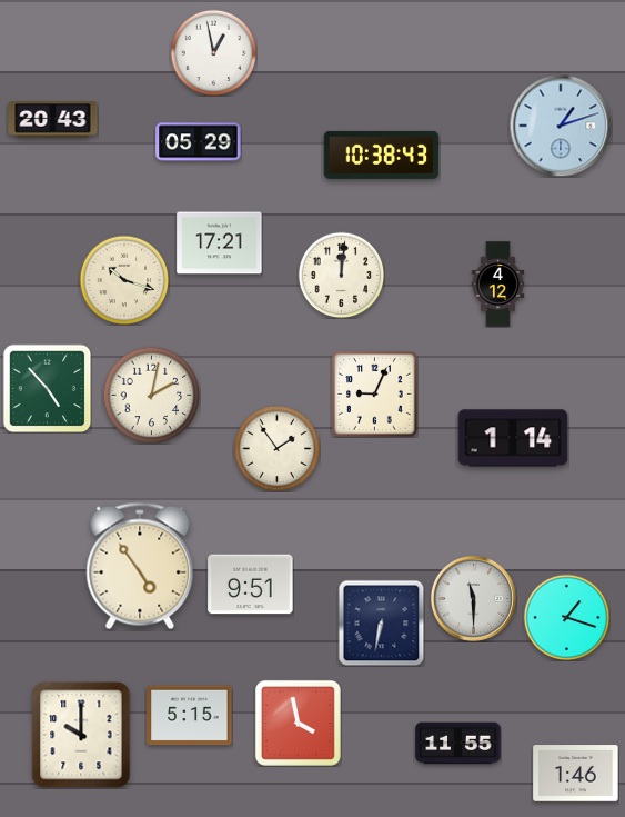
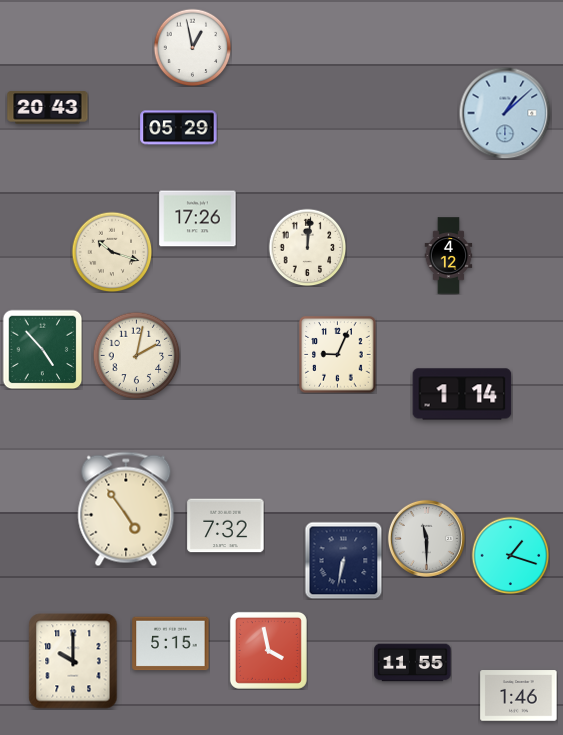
clock at (561, 126): 1:12 -> 1:08
clock at (382, 155): 10:38 -> none
clock at (220, 243): 17:21 -> 17:26
clock at (276, 448): 1:54 -> none
clock at (251, 585): 9:51 -> 7:32
clock at (458, 744) position: (458, 744) -> (413, 663)
